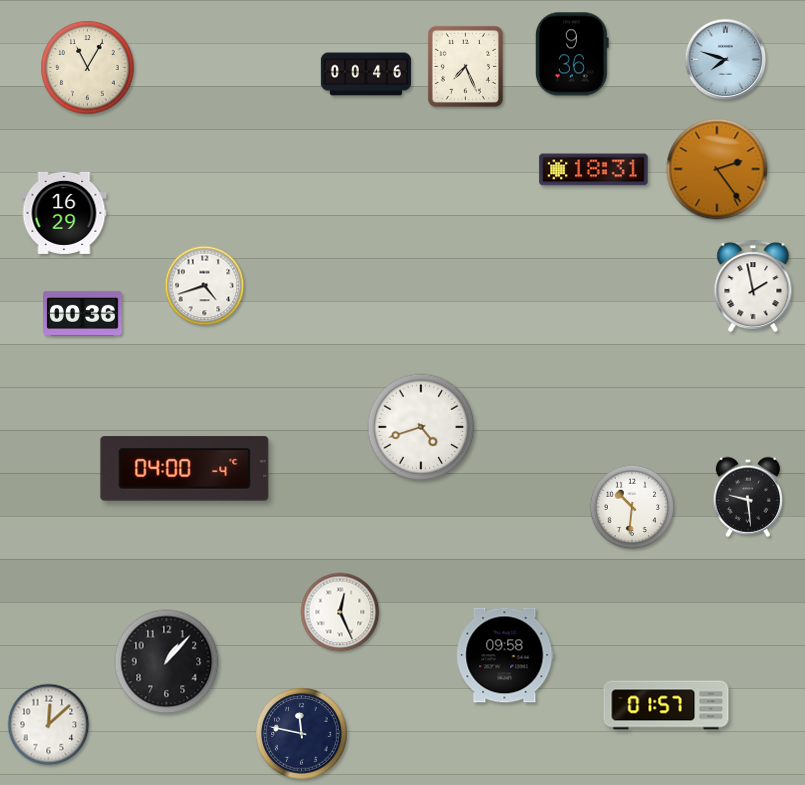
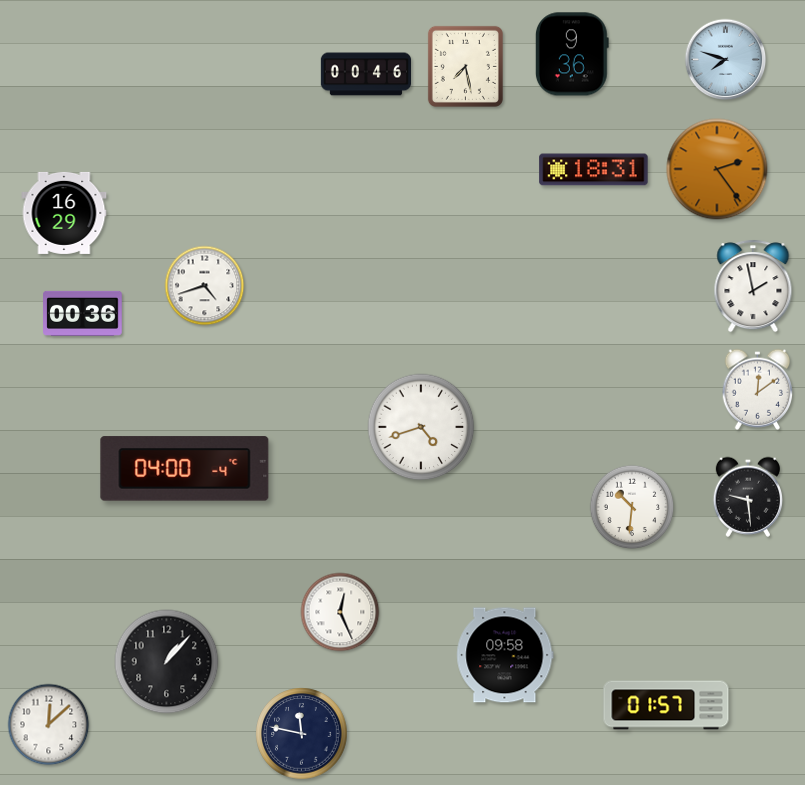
clock at (465, 66): 7:26 -> 7:28
clock at (88, 68): 11:05 -> none
clock at (758, 389): none -> 12:09
